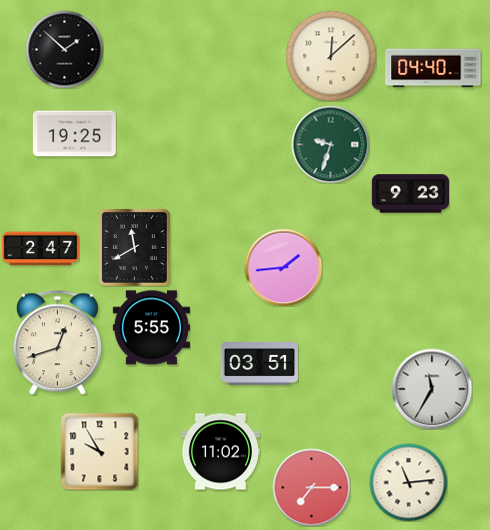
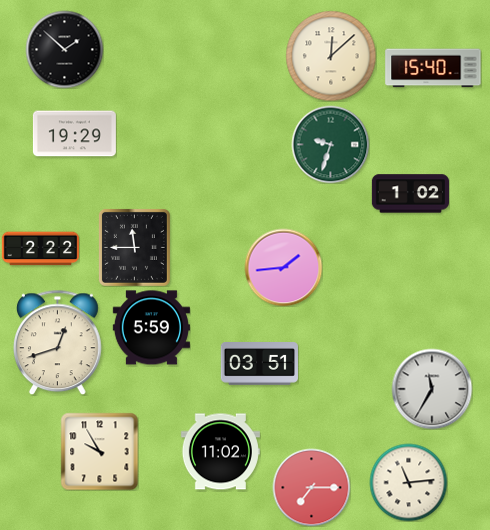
clock at (433, 68): 04:40 -> 15:40
clock at (74, 134): 19:25 -> 19:29
clock at (410, 194): 9:23 -> 1:02
clock at (134, 247): 11:40 -> 11:45
clock at (40, 249): 2:47 -> 2:22
clock at (151, 328): 5:55 -> 5:59
